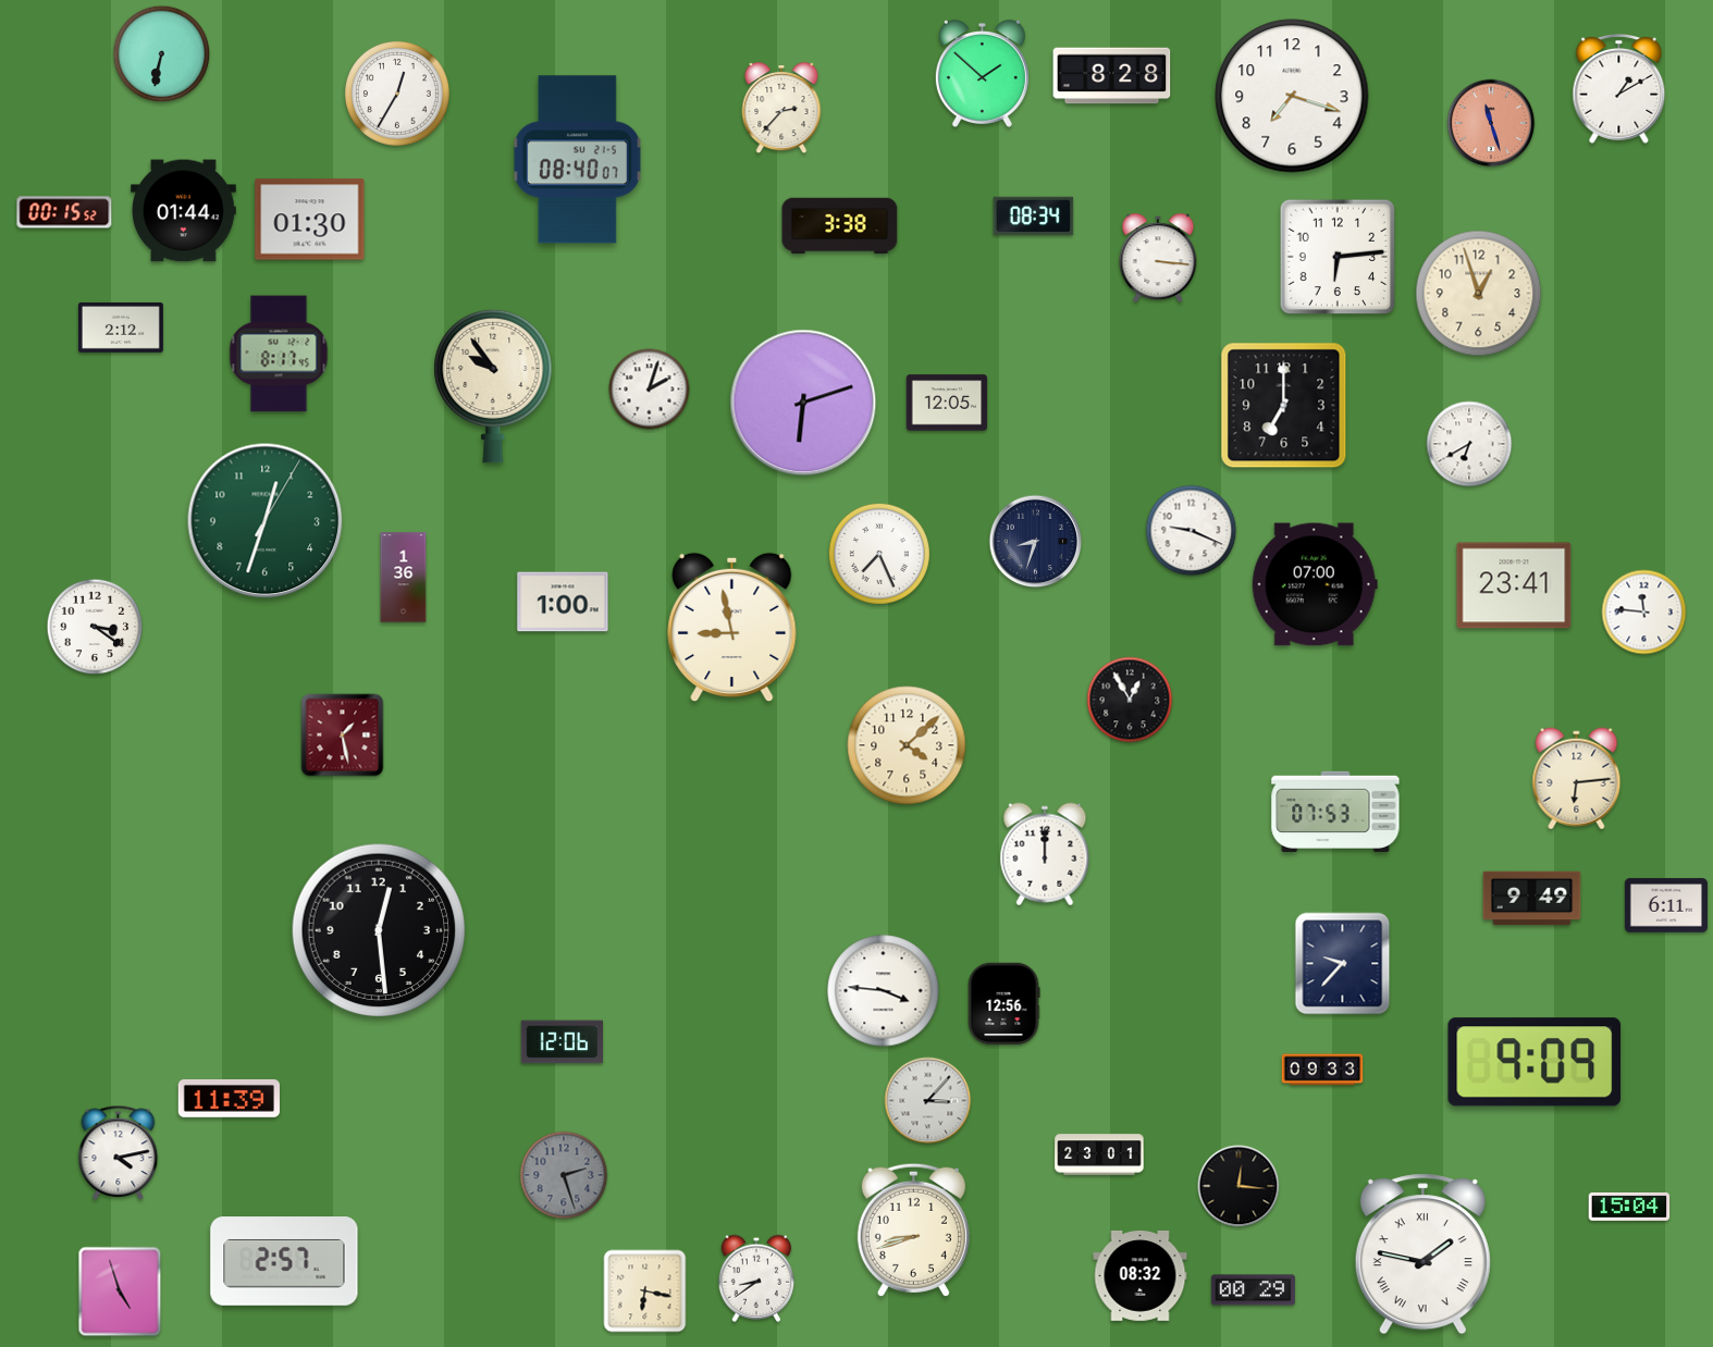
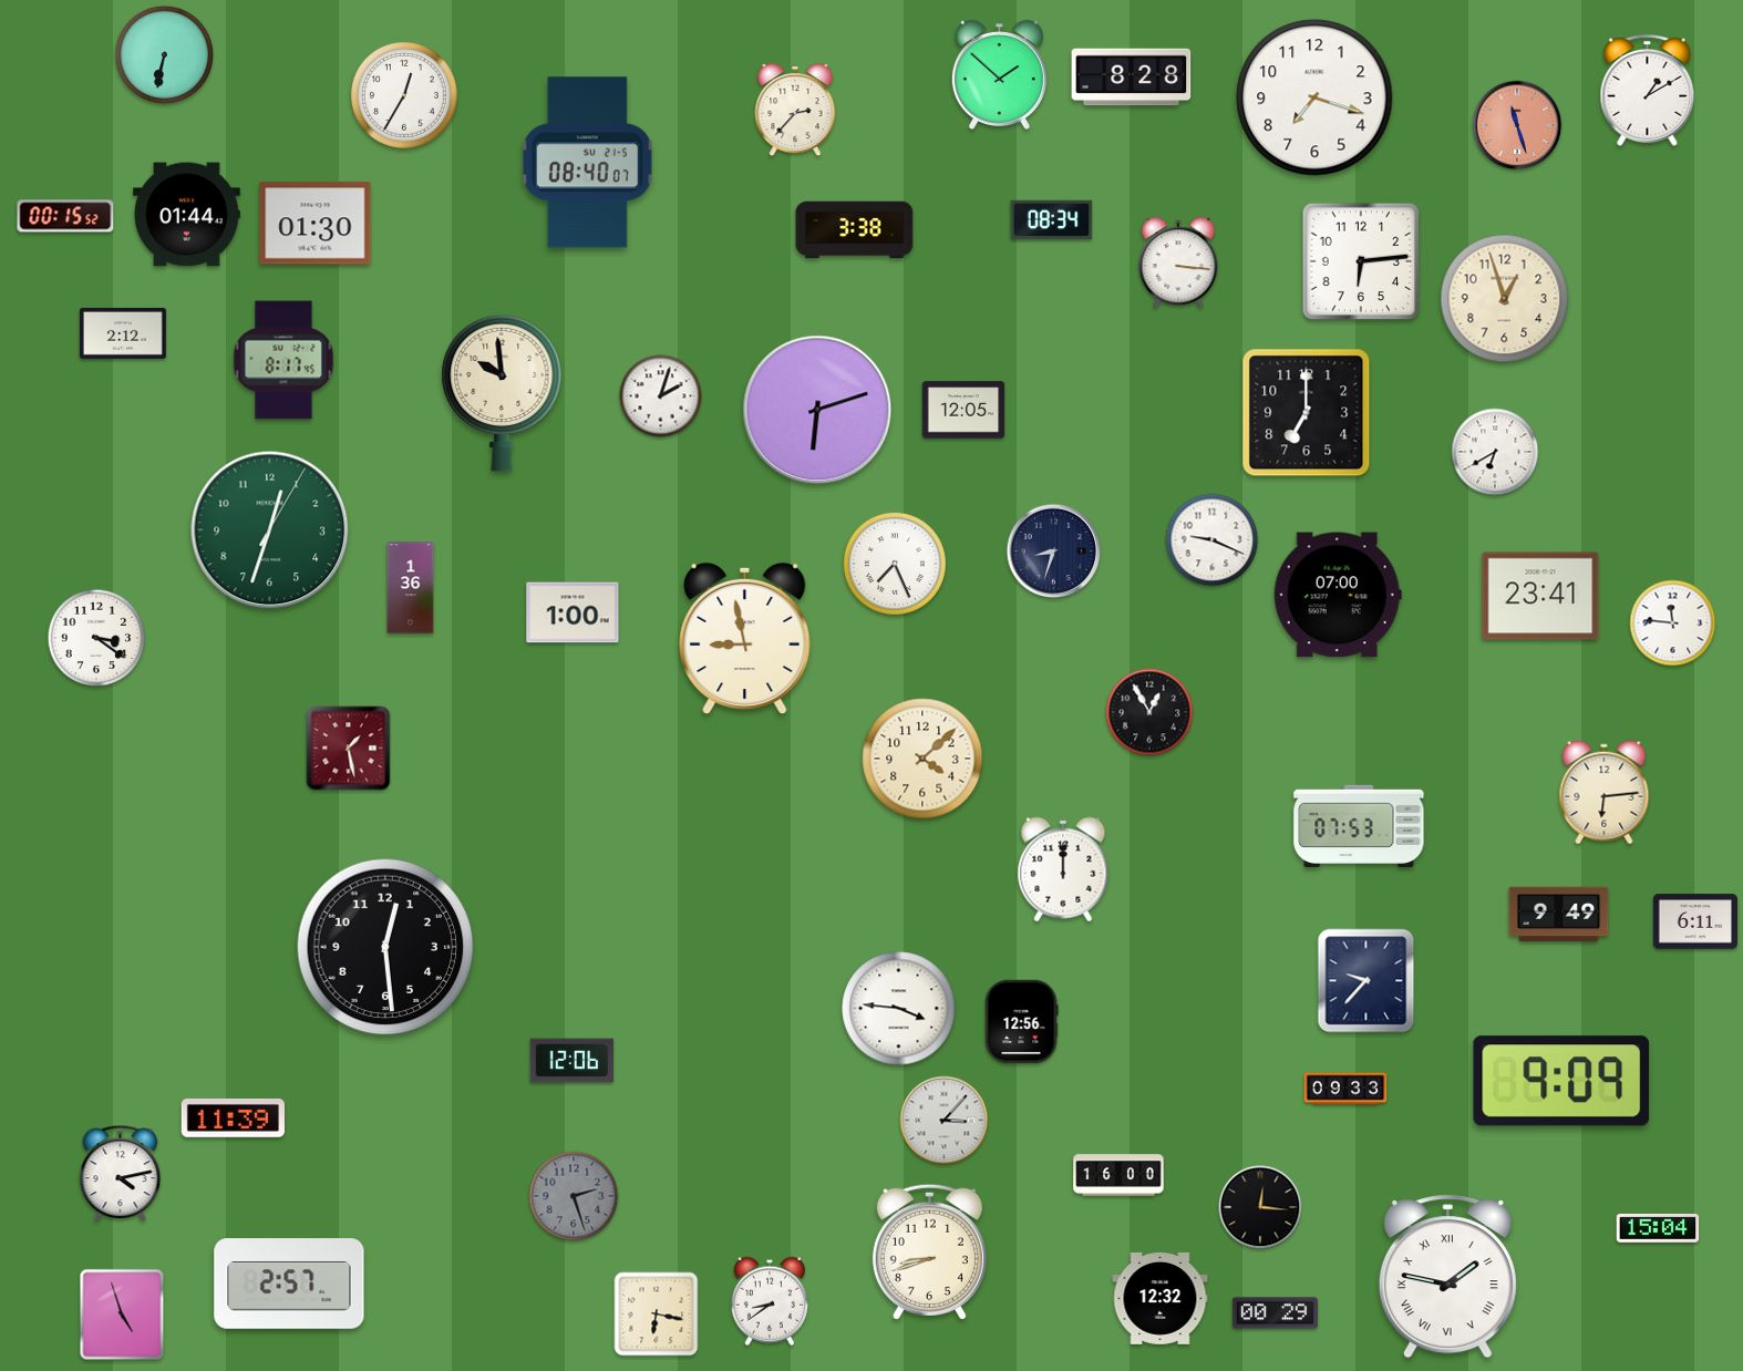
clock at (493, 386): 9:54 -> 9:59
clock at (1099, 1154): 23:01 -> 16:00
clock at (1141, 1275): 08:32 -> 12:32
